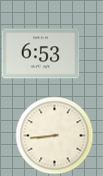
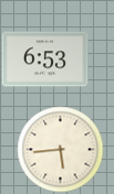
clock at (54, 135): 8:44 -> 5:44
